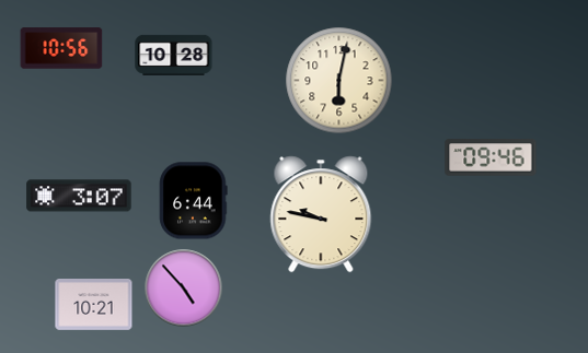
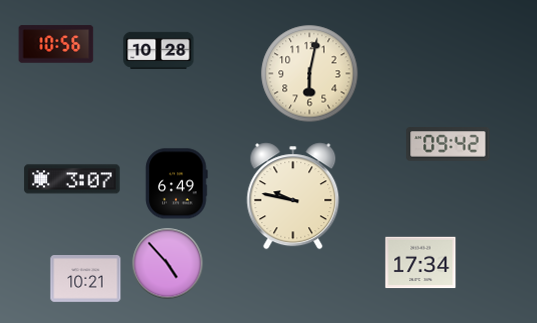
clock at (491, 157): 09:46 -> 09:42
clock at (194, 201): 6:44 -> 6:49
clock at (421, 263): none -> 17:34
